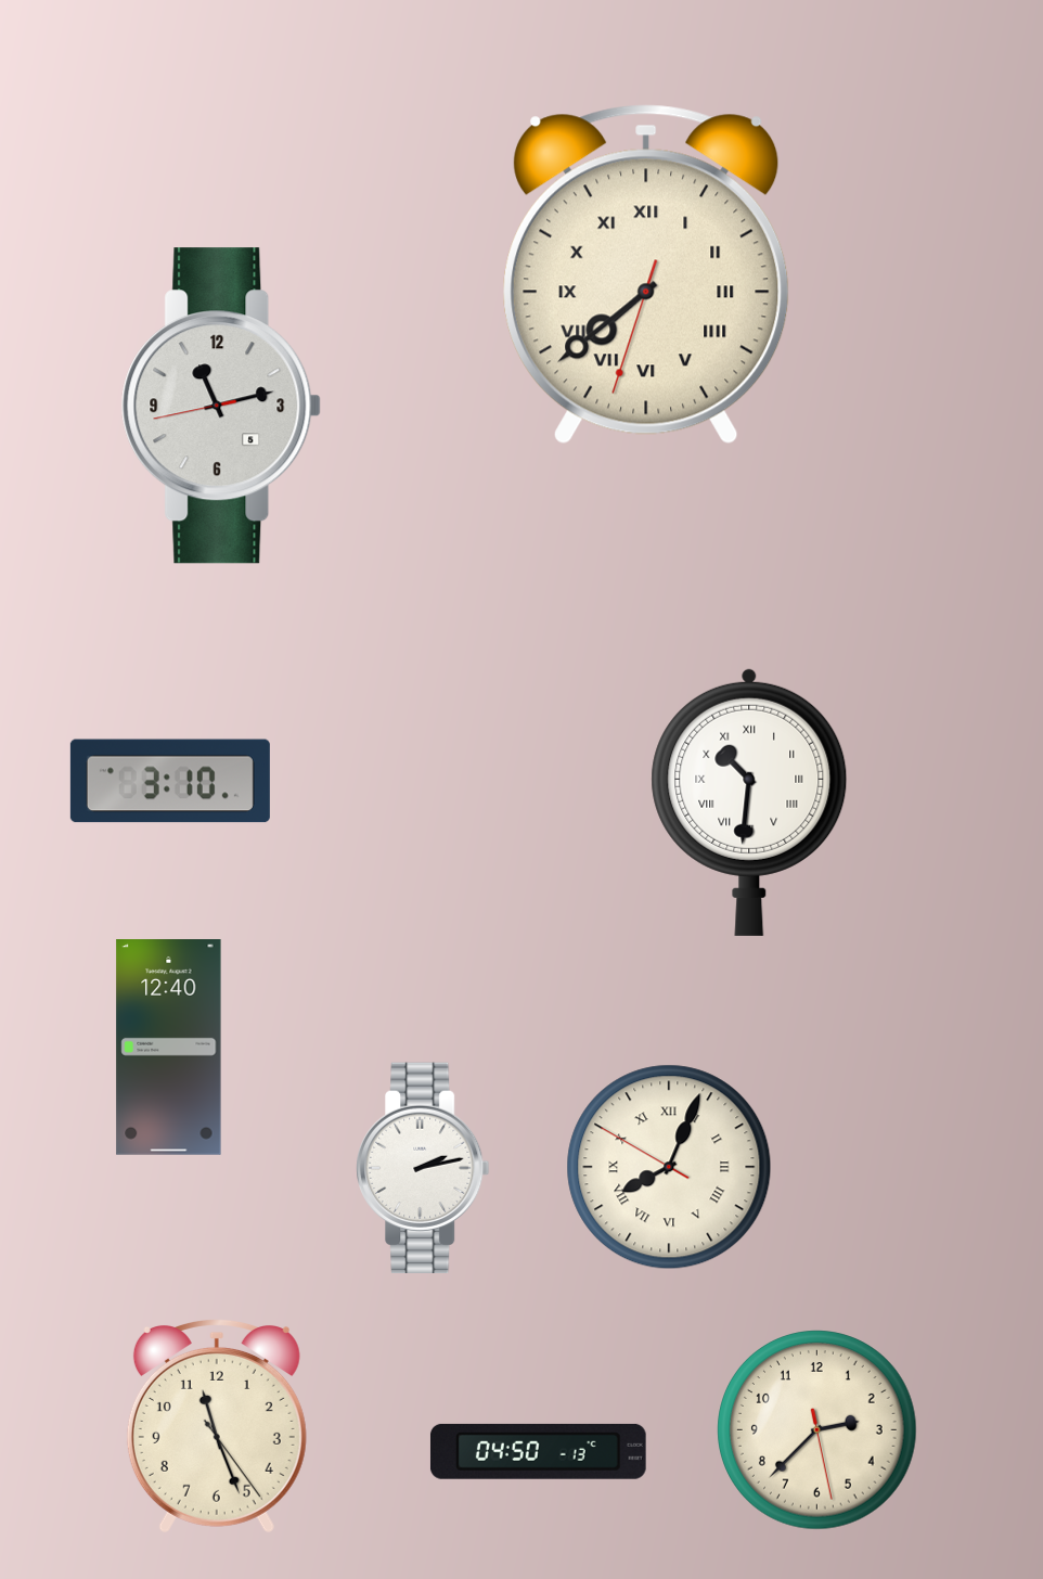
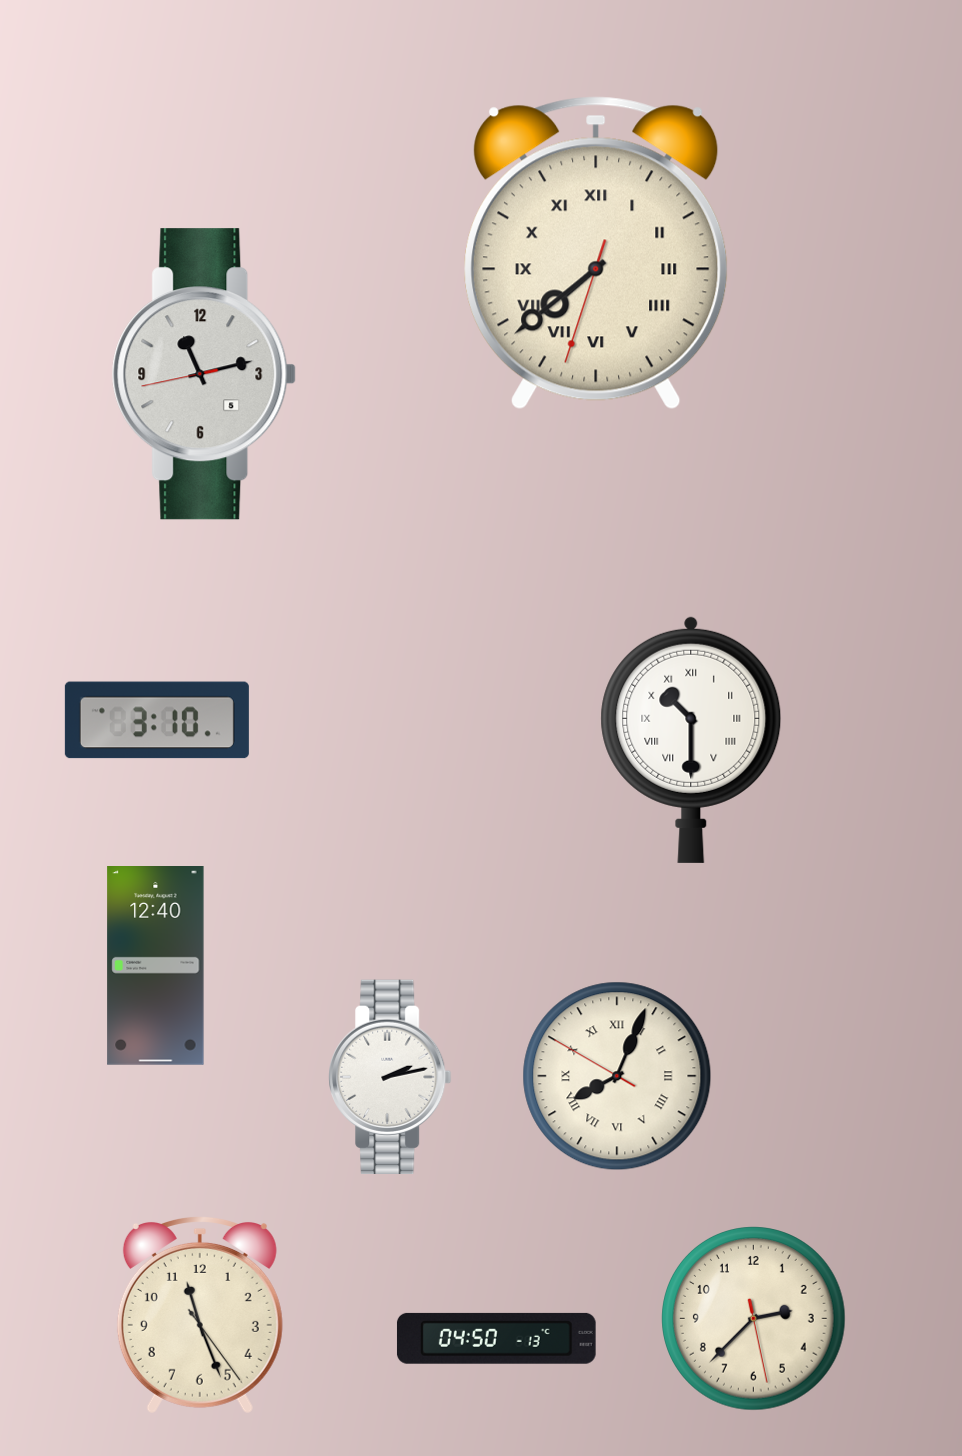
clock at (749, 801): 10:31 -> 10:30
